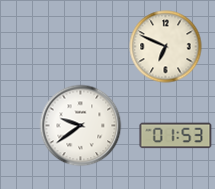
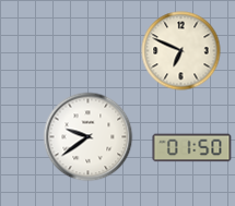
clock at (176, 136): 01:53 -> 01:50
